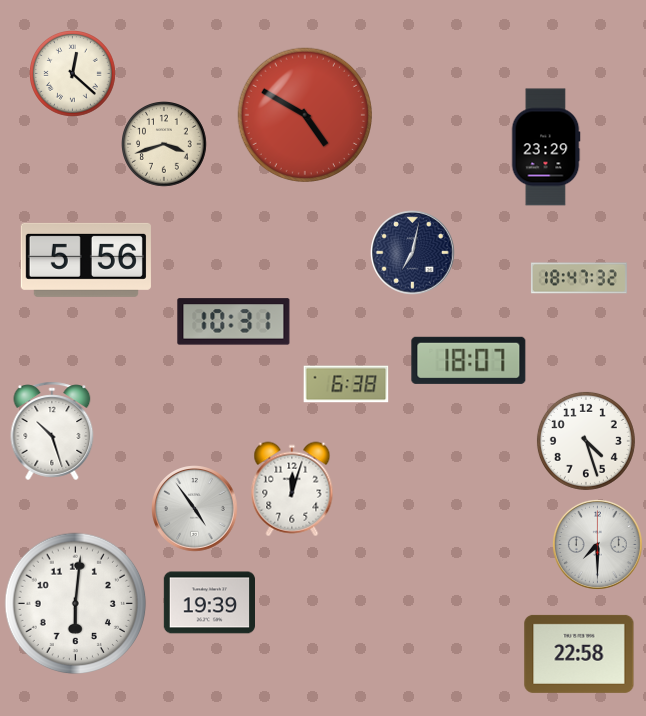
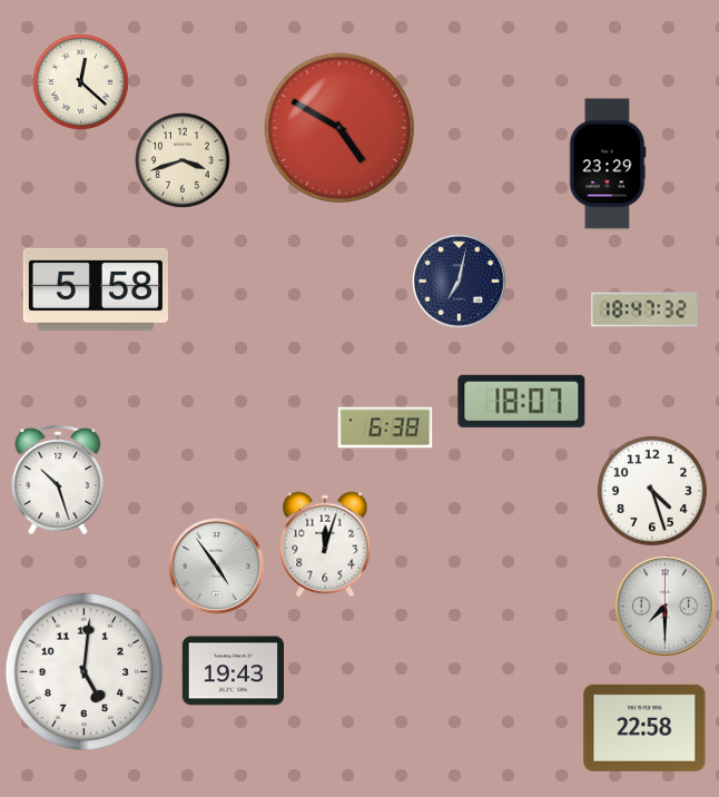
clock at (86, 260): 5:56 -> 5:58
clock at (234, 322): 10:31 -> none
clock at (209, 603): 19:39 -> 19:43
clock at (76, 604): 6:01 -> 5:01
